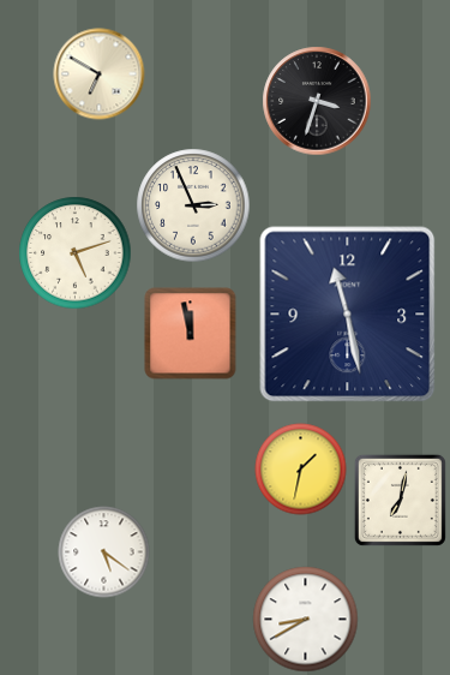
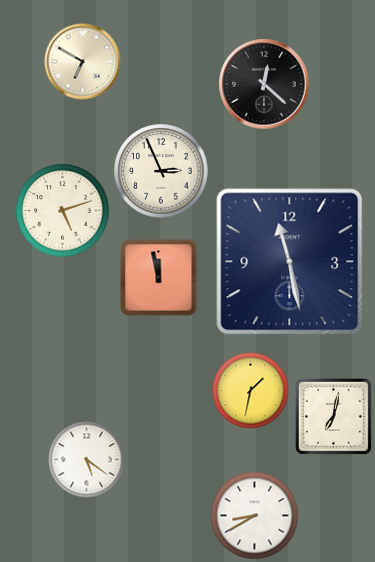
clock at (317, 101): 3:33 -> 12:22
